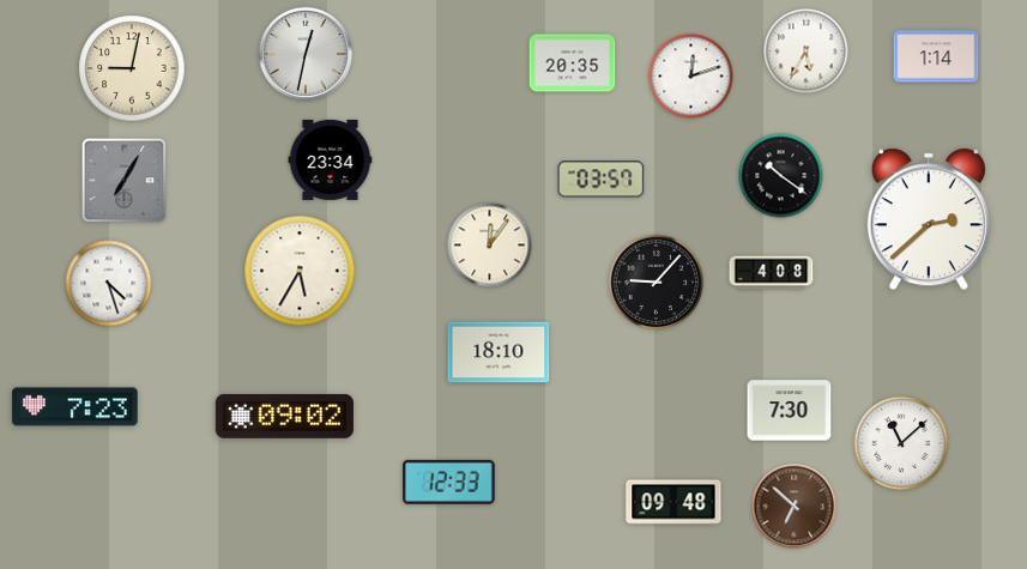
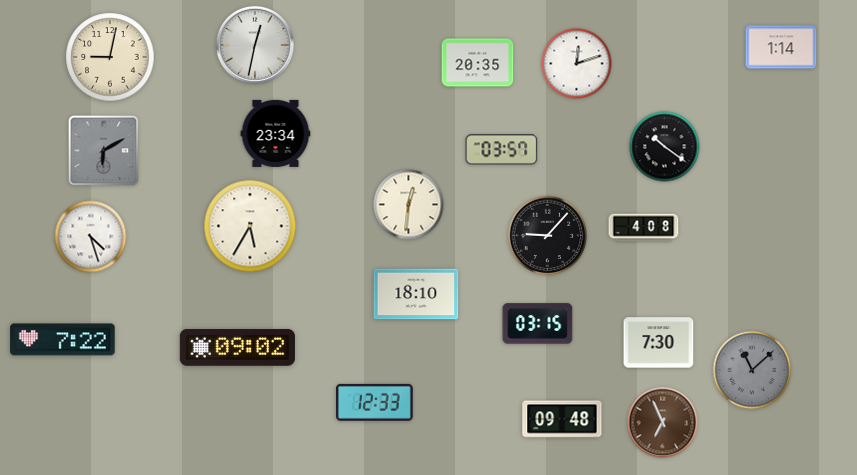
clock at (807, 52): 5:35 -> none
clock at (573, 63) position: (573, 63) -> (478, 63)
clock at (781, 176) position: (781, 176) -> (665, 147)
clock at (125, 181): 7:05 -> 6:10
clock at (929, 219): 2:38 -> none
clock at (490, 246): 12:06 -> 12:31
clock at (538, 324): none -> 03:15
clock at (75, 407): 7:23 -> 7:22
clock at (901, 443) dial: white -> grey
clock at (795, 507): 6:52 -> 6:56
